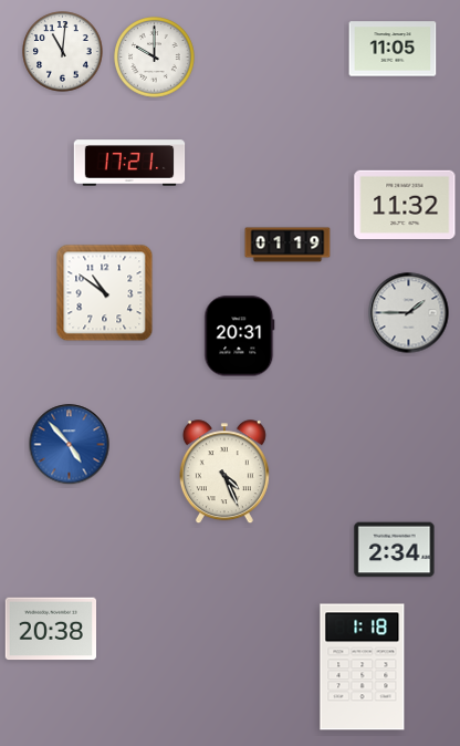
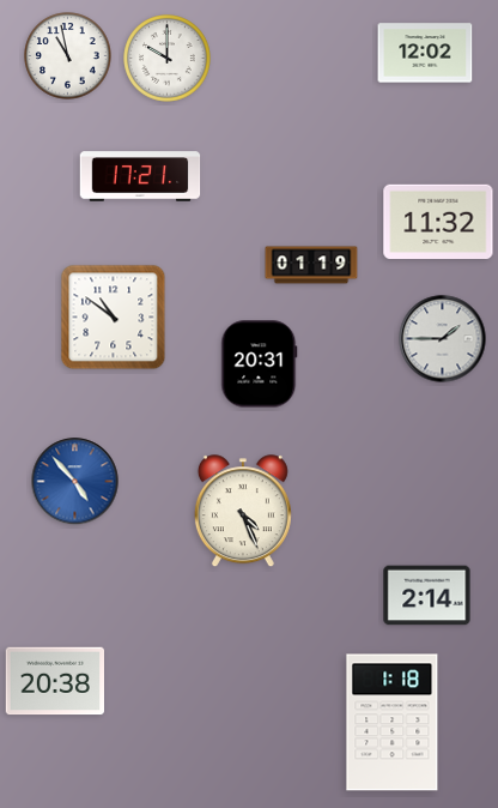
clock at (393, 49): 11:05 -> 12:02
clock at (63, 52): 11:01 -> 10:58
clock at (155, 58) position: (155, 58) -> (168, 59)
clock at (395, 550): 2:34 -> 2:14
